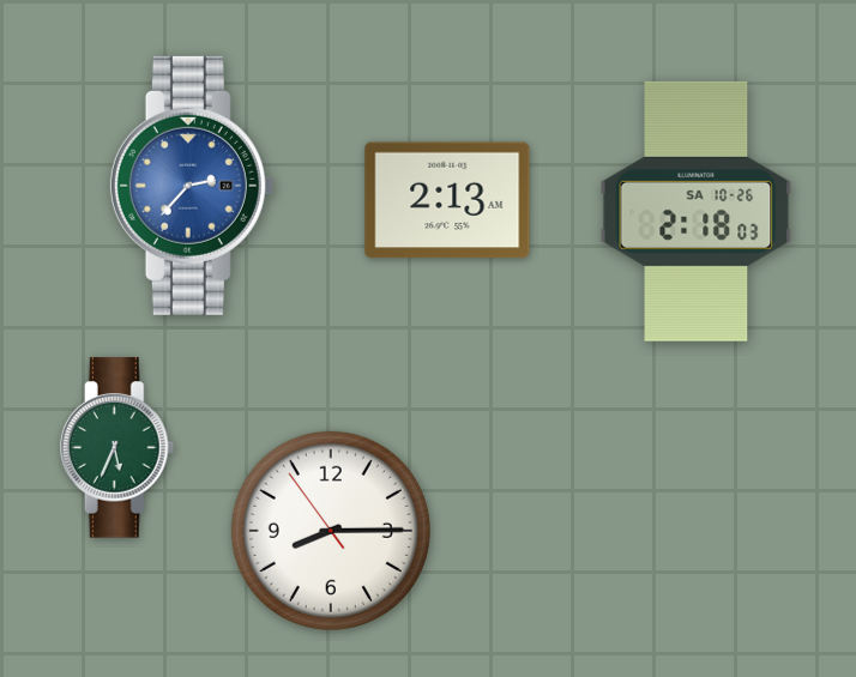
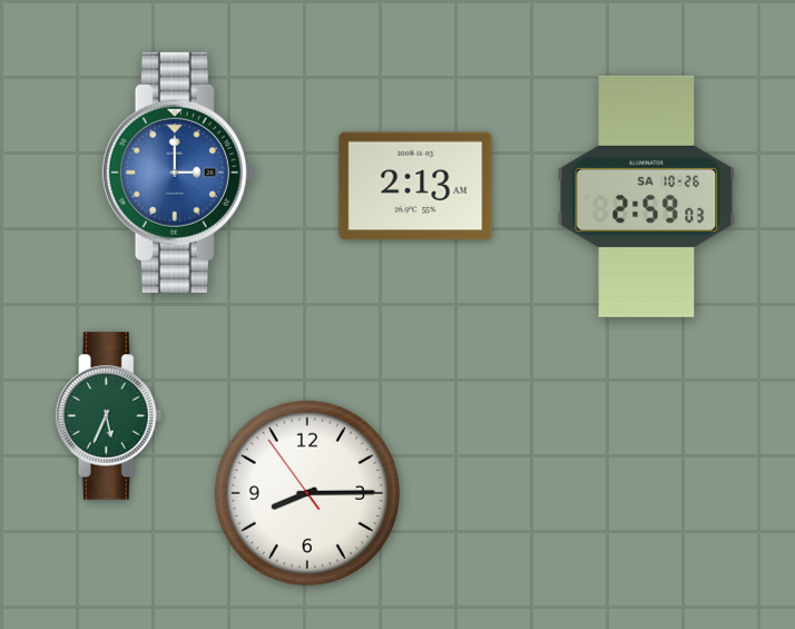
clock at (192, 186): 2:37 -> 3:00
clock at (697, 211): 2:18 -> 2:59
